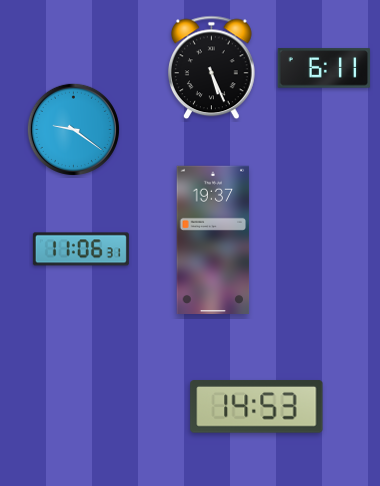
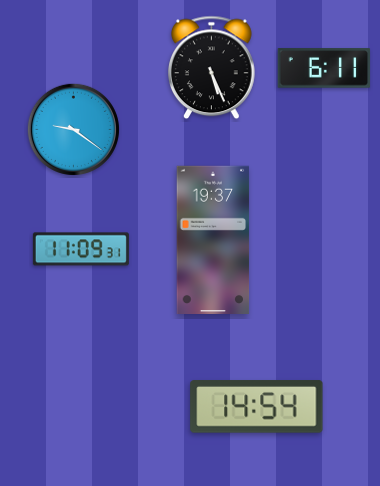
clock at (81, 249): 11:06 -> 11:09
clock at (257, 407): 14:53 -> 14:54
